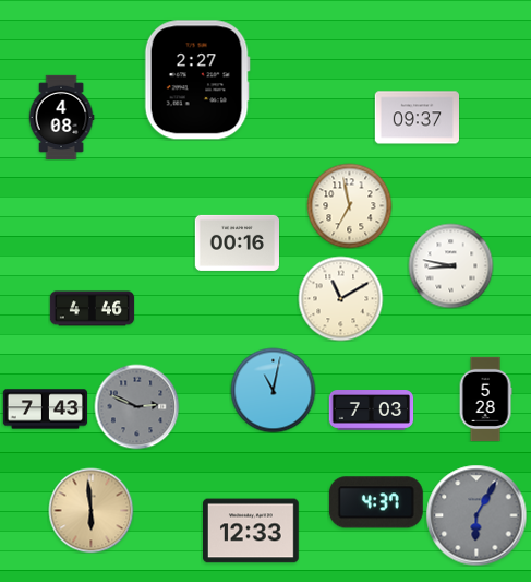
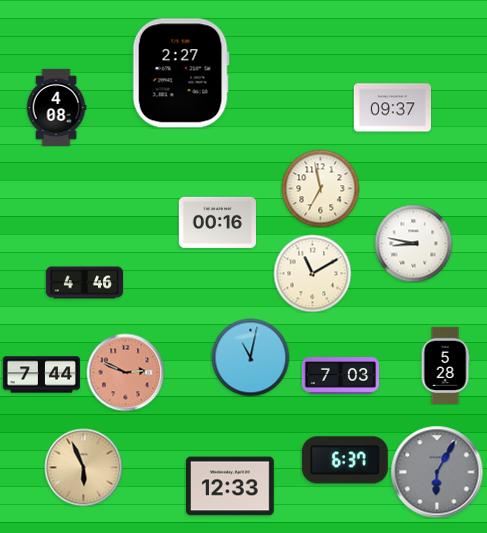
clock at (417, 118) position: (417, 118) -> (392, 108)
clock at (136, 406) dial: grey -> salmon
clock at (45, 409): 7:43 -> 7:44
clock at (376, 502): 4:37 -> 6:37
clock at (90, 510): 5:59 -> 5:56
